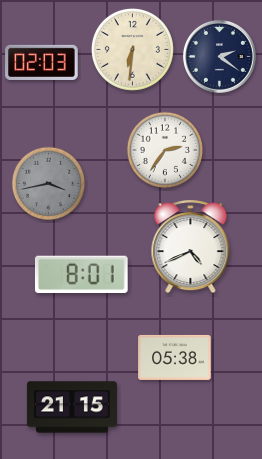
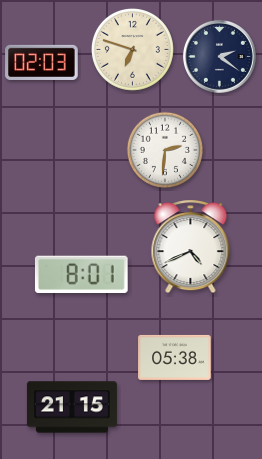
clock at (132, 49): 6:31 -> 6:48
clock at (164, 149): 2:36 -> 2:31
clock at (49, 184): 3:43 -> none
